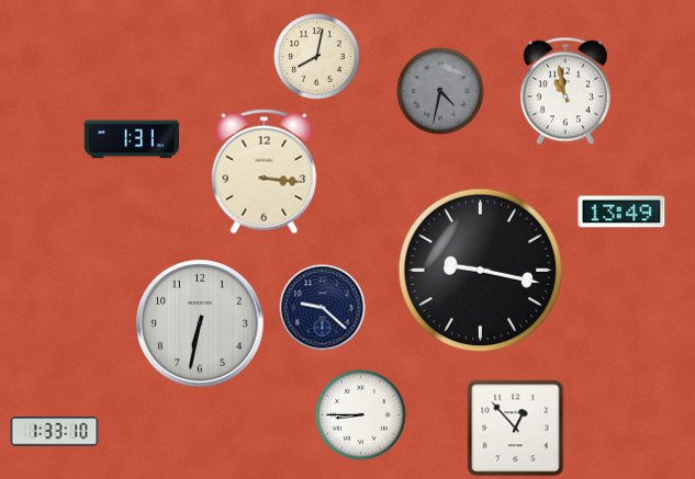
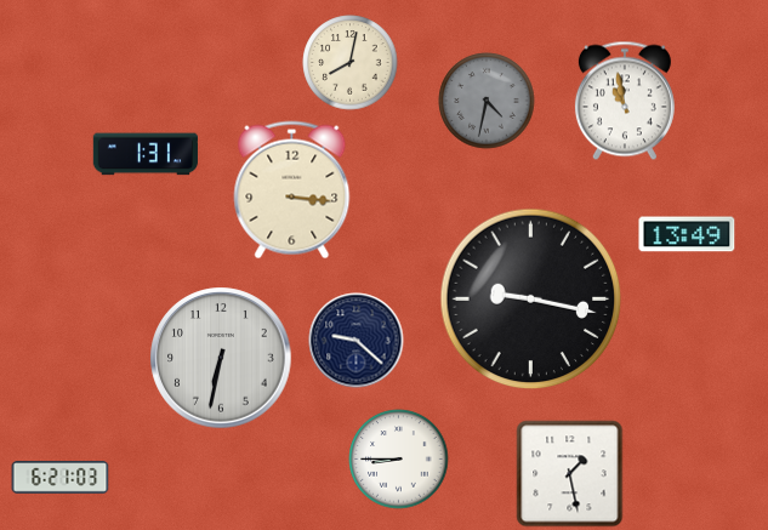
clock at (516, 429): 12:53 -> 1:28
clock at (55, 432): 1:33 -> 6:21
